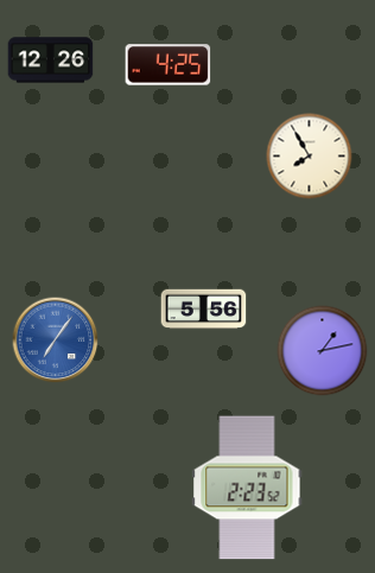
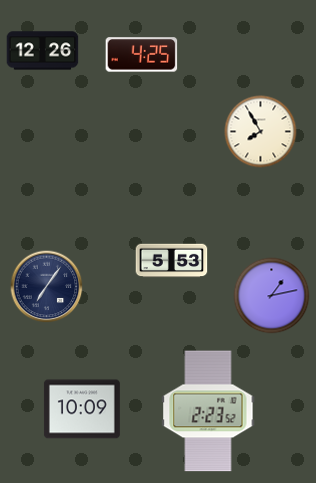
clock at (204, 310): 5:56 -> 5:53
clock at (56, 340) dial: blue -> navy
clock at (82, 409): none -> 10:09
